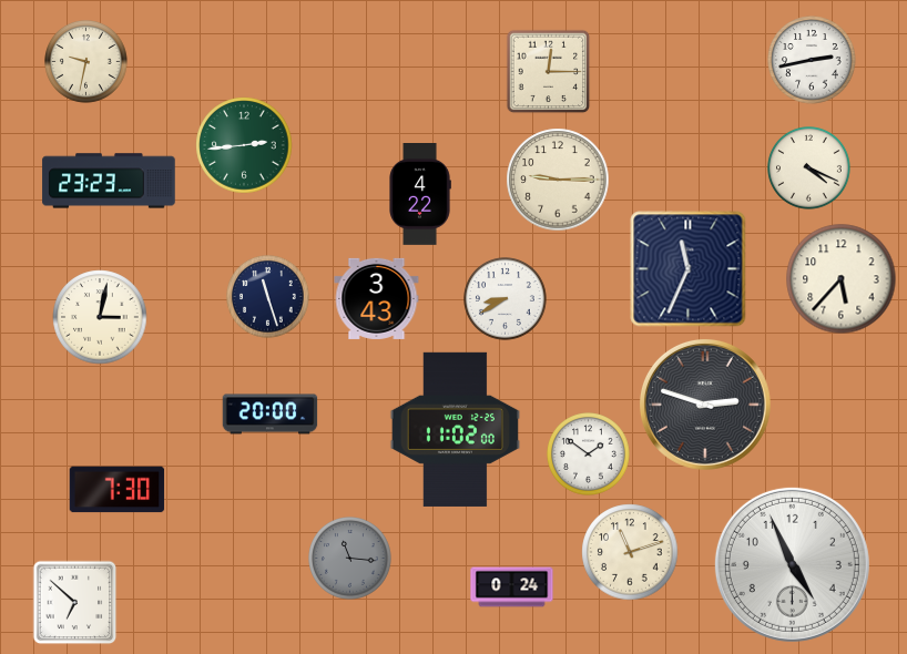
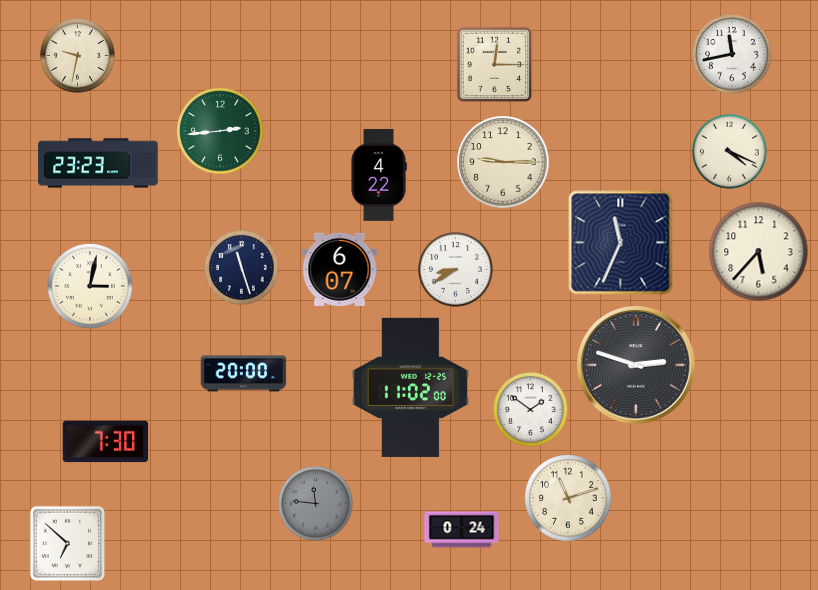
clock at (812, 60): 2:43 -> 11:43
clock at (377, 298): 3:43 -> 6:07
clock at (350, 559): 11:16 -> 11:46
clock at (792, 564): 4:56 -> none
